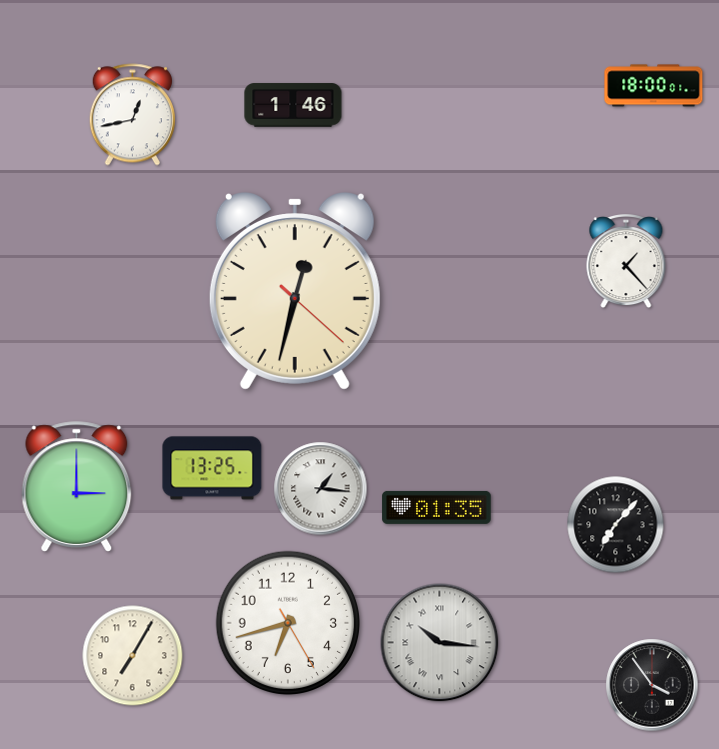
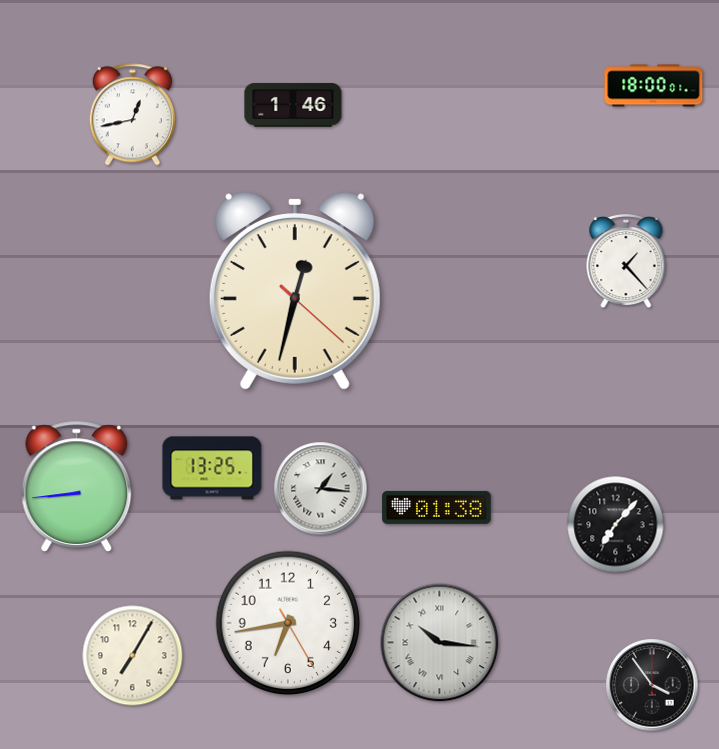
clock at (77, 487): 3:00 -> 8:44
clock at (437, 507): 01:35 -> 01:38
clock at (287, 622): 6:42 -> 6:43
